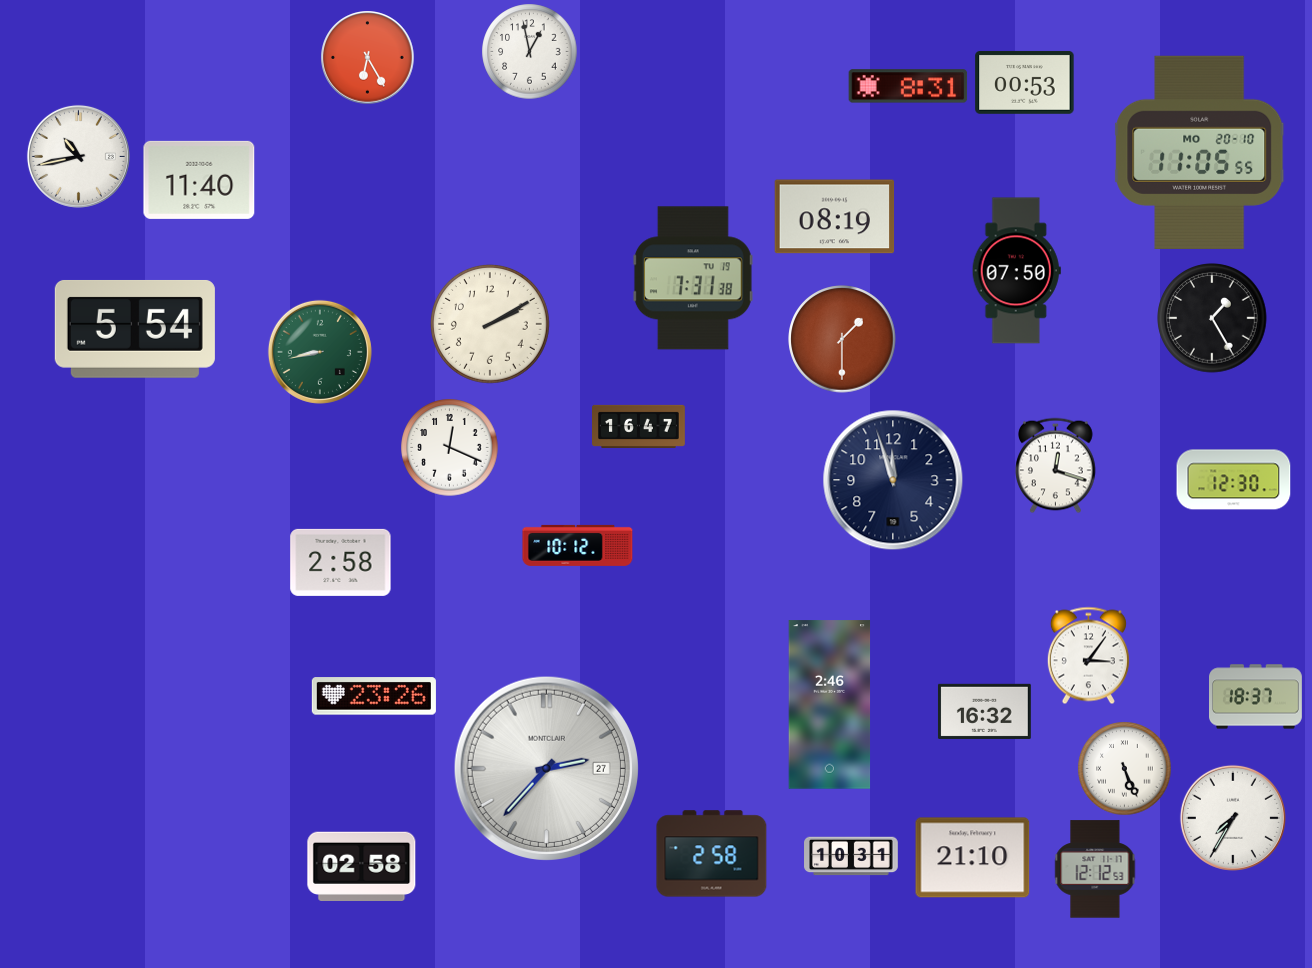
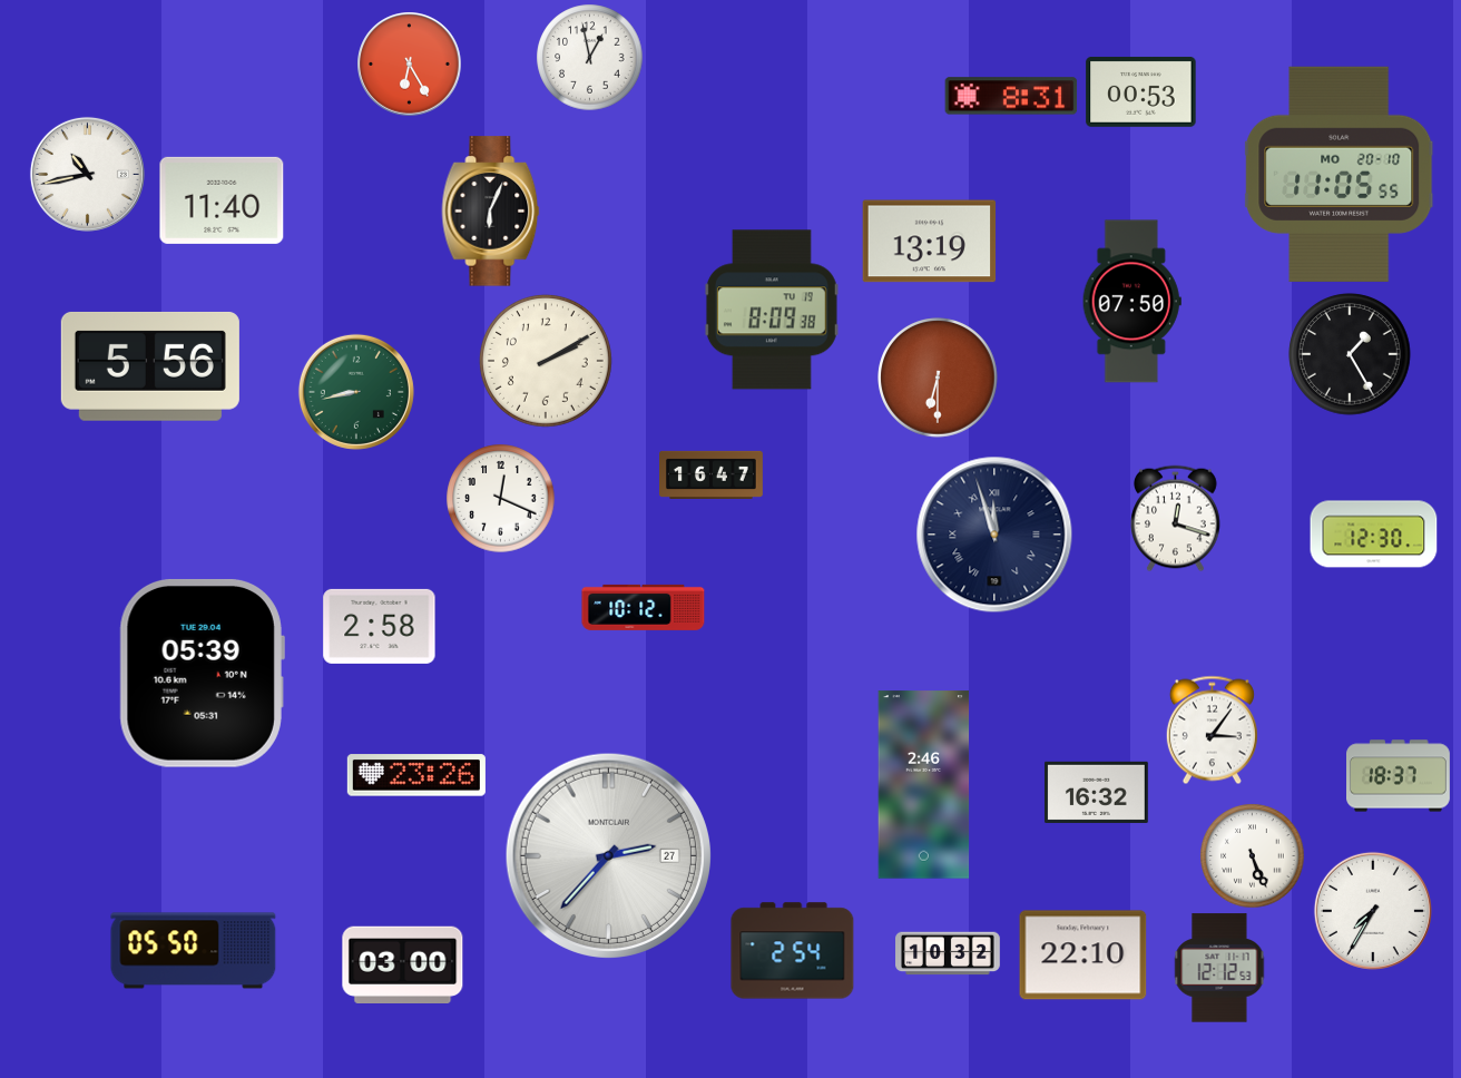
clock at (1200, 152) position: (1200, 152) -> (1340, 174)
clock at (491, 212): none -> 6:04
clock at (835, 217): 08:19 -> 13:19
clock at (693, 278): 7:31 -> 8:09
clock at (135, 329): 5:54 -> 5:56
clock at (842, 339): 1:30 -> 6:30
clock at (893, 480) numerals: Arabic -> Roman
clock at (202, 673): none -> 05:39
clock at (194, 951): none -> 05:50
clock at (712, 854): 2:58 -> 2:54
clock at (851, 856): 10:31 -> 10:32
clock at (973, 858): 21:10 -> 22:10
clock at (362, 866): 02:58 -> 03:00
